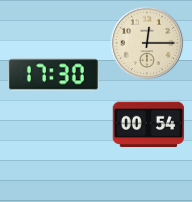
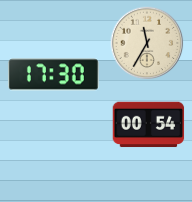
clock at (147, 43): 12:15 -> 11:35
